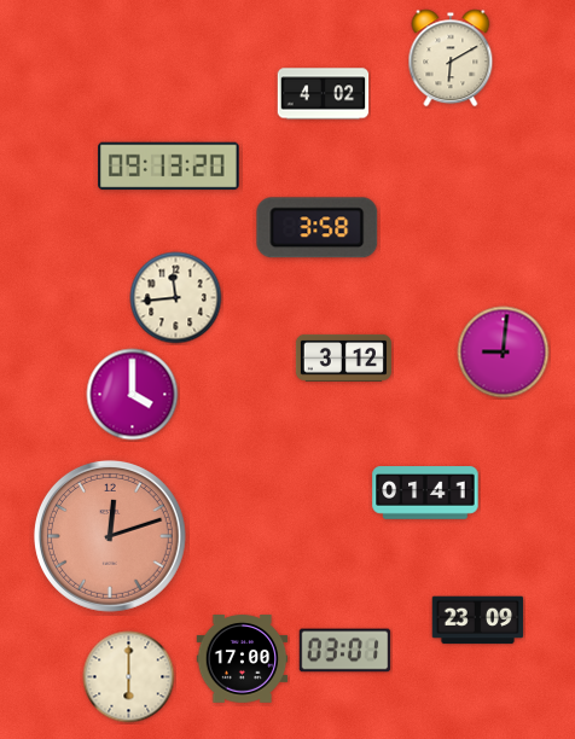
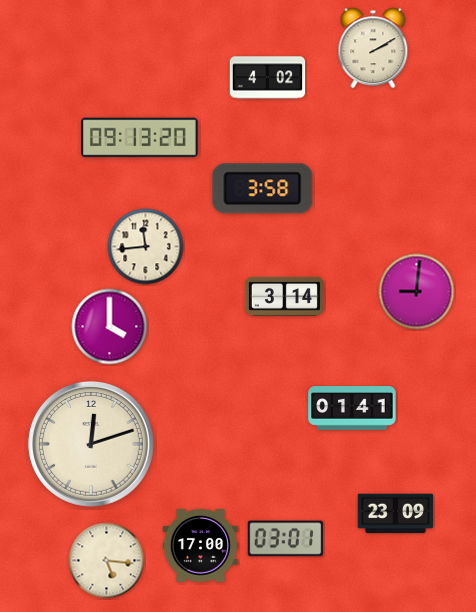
clock at (451, 58): 6:10 -> 2:10
clock at (343, 357): 3:12 -> 3:14
clock at (110, 536) dial: salmon -> cream
clock at (129, 677): 6:00 -> 5:16
